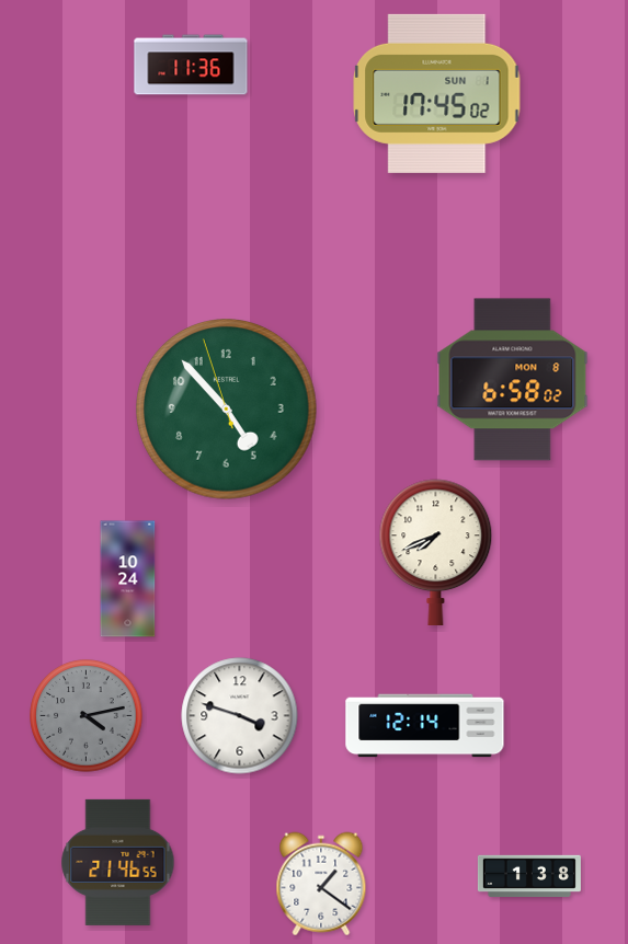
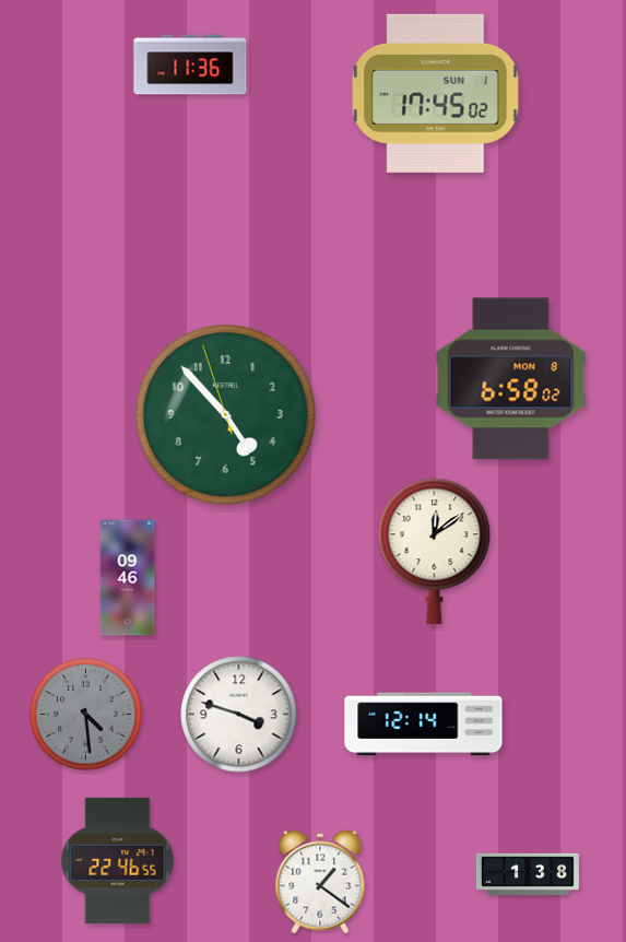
clock at (227, 410) position: (227, 410) -> (226, 415)
clock at (436, 552): 7:41 -> 12:09
clock at (128, 579): 10:24 -> 09:46
clock at (87, 716): 4:13 -> 4:29
clock at (118, 862): 21:46 -> 22:46
